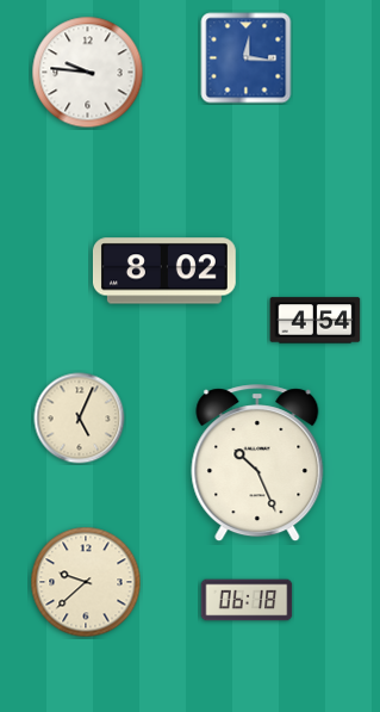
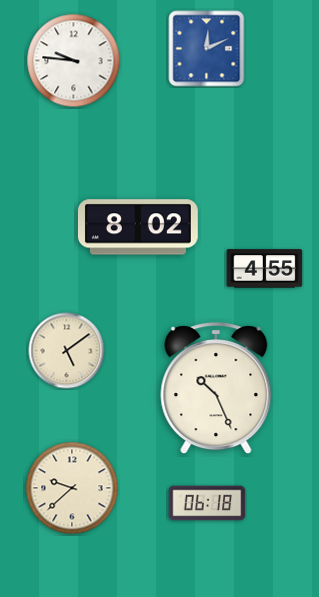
clock at (247, 58): 12:16 -> 12:11
clock at (316, 321): 4:54 -> 4:55
clock at (80, 419): 5:04 -> 5:09
